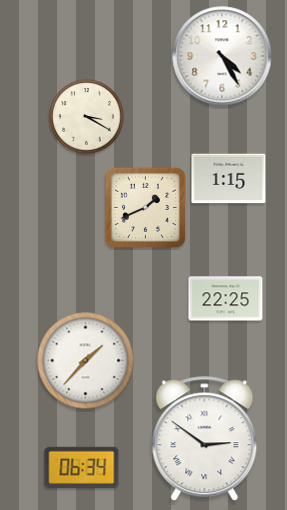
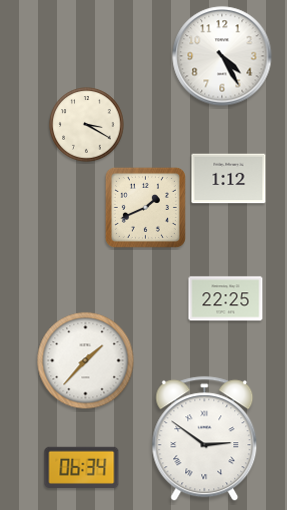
clock at (87, 117) position: (87, 117) -> (87, 125)
clock at (229, 179): 1:15 -> 1:12
